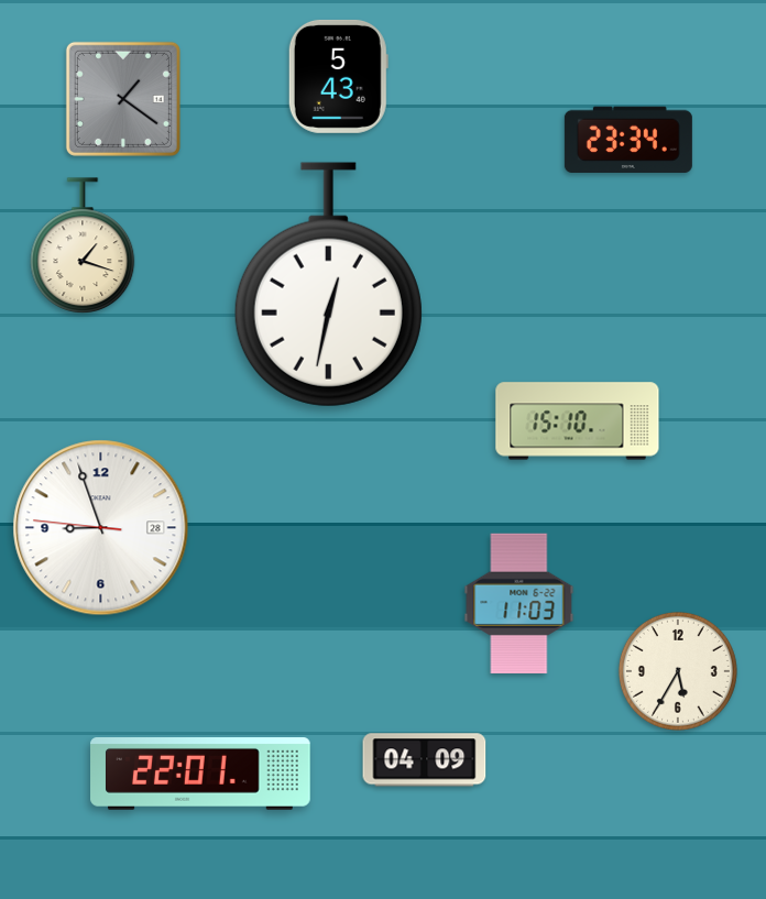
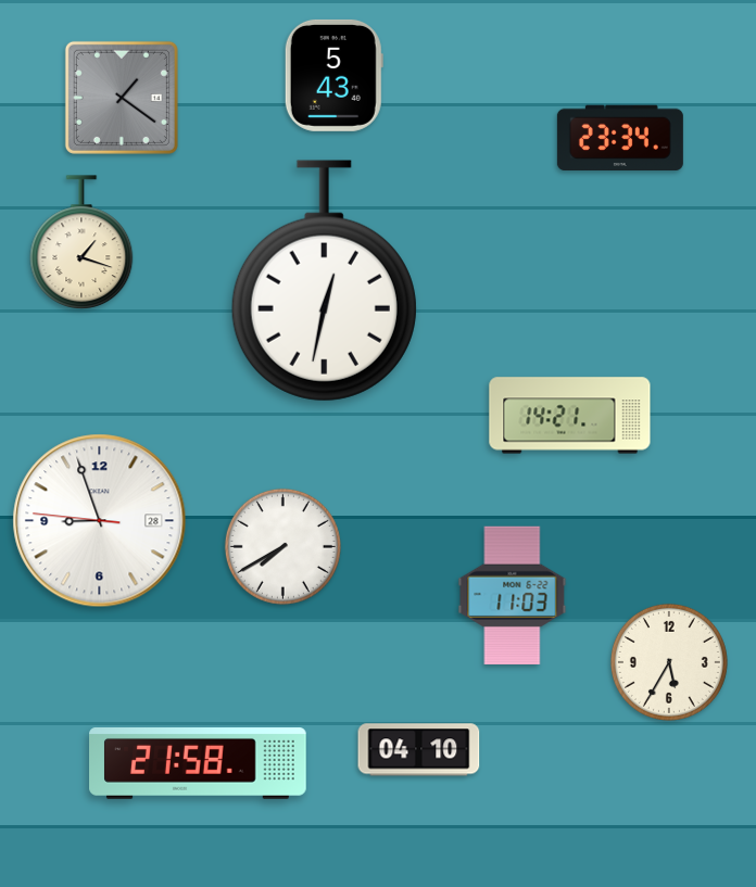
clock at (578, 421): 15:10 -> 14:21
clock at (282, 546): none -> 7:40
clock at (425, 760): 04:09 -> 04:10
clock at (200, 775): 22:01 -> 21:58
